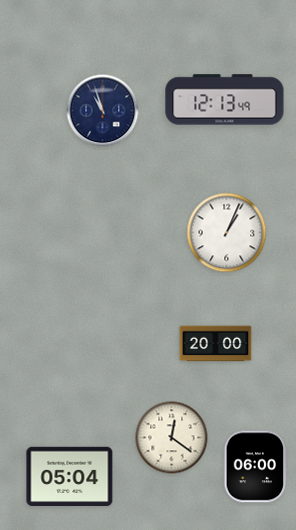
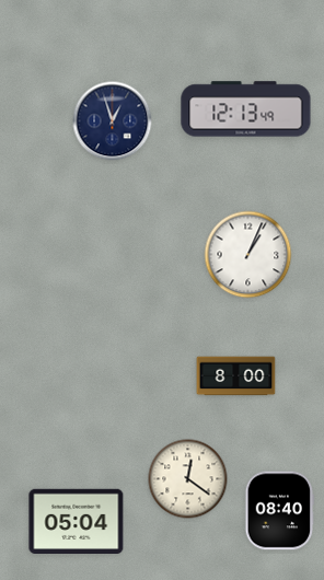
clock at (103, 111): 10:57 -> 12:57
clock at (216, 344): 20:00 -> 8:00
clock at (256, 467): 06:00 -> 08:40
